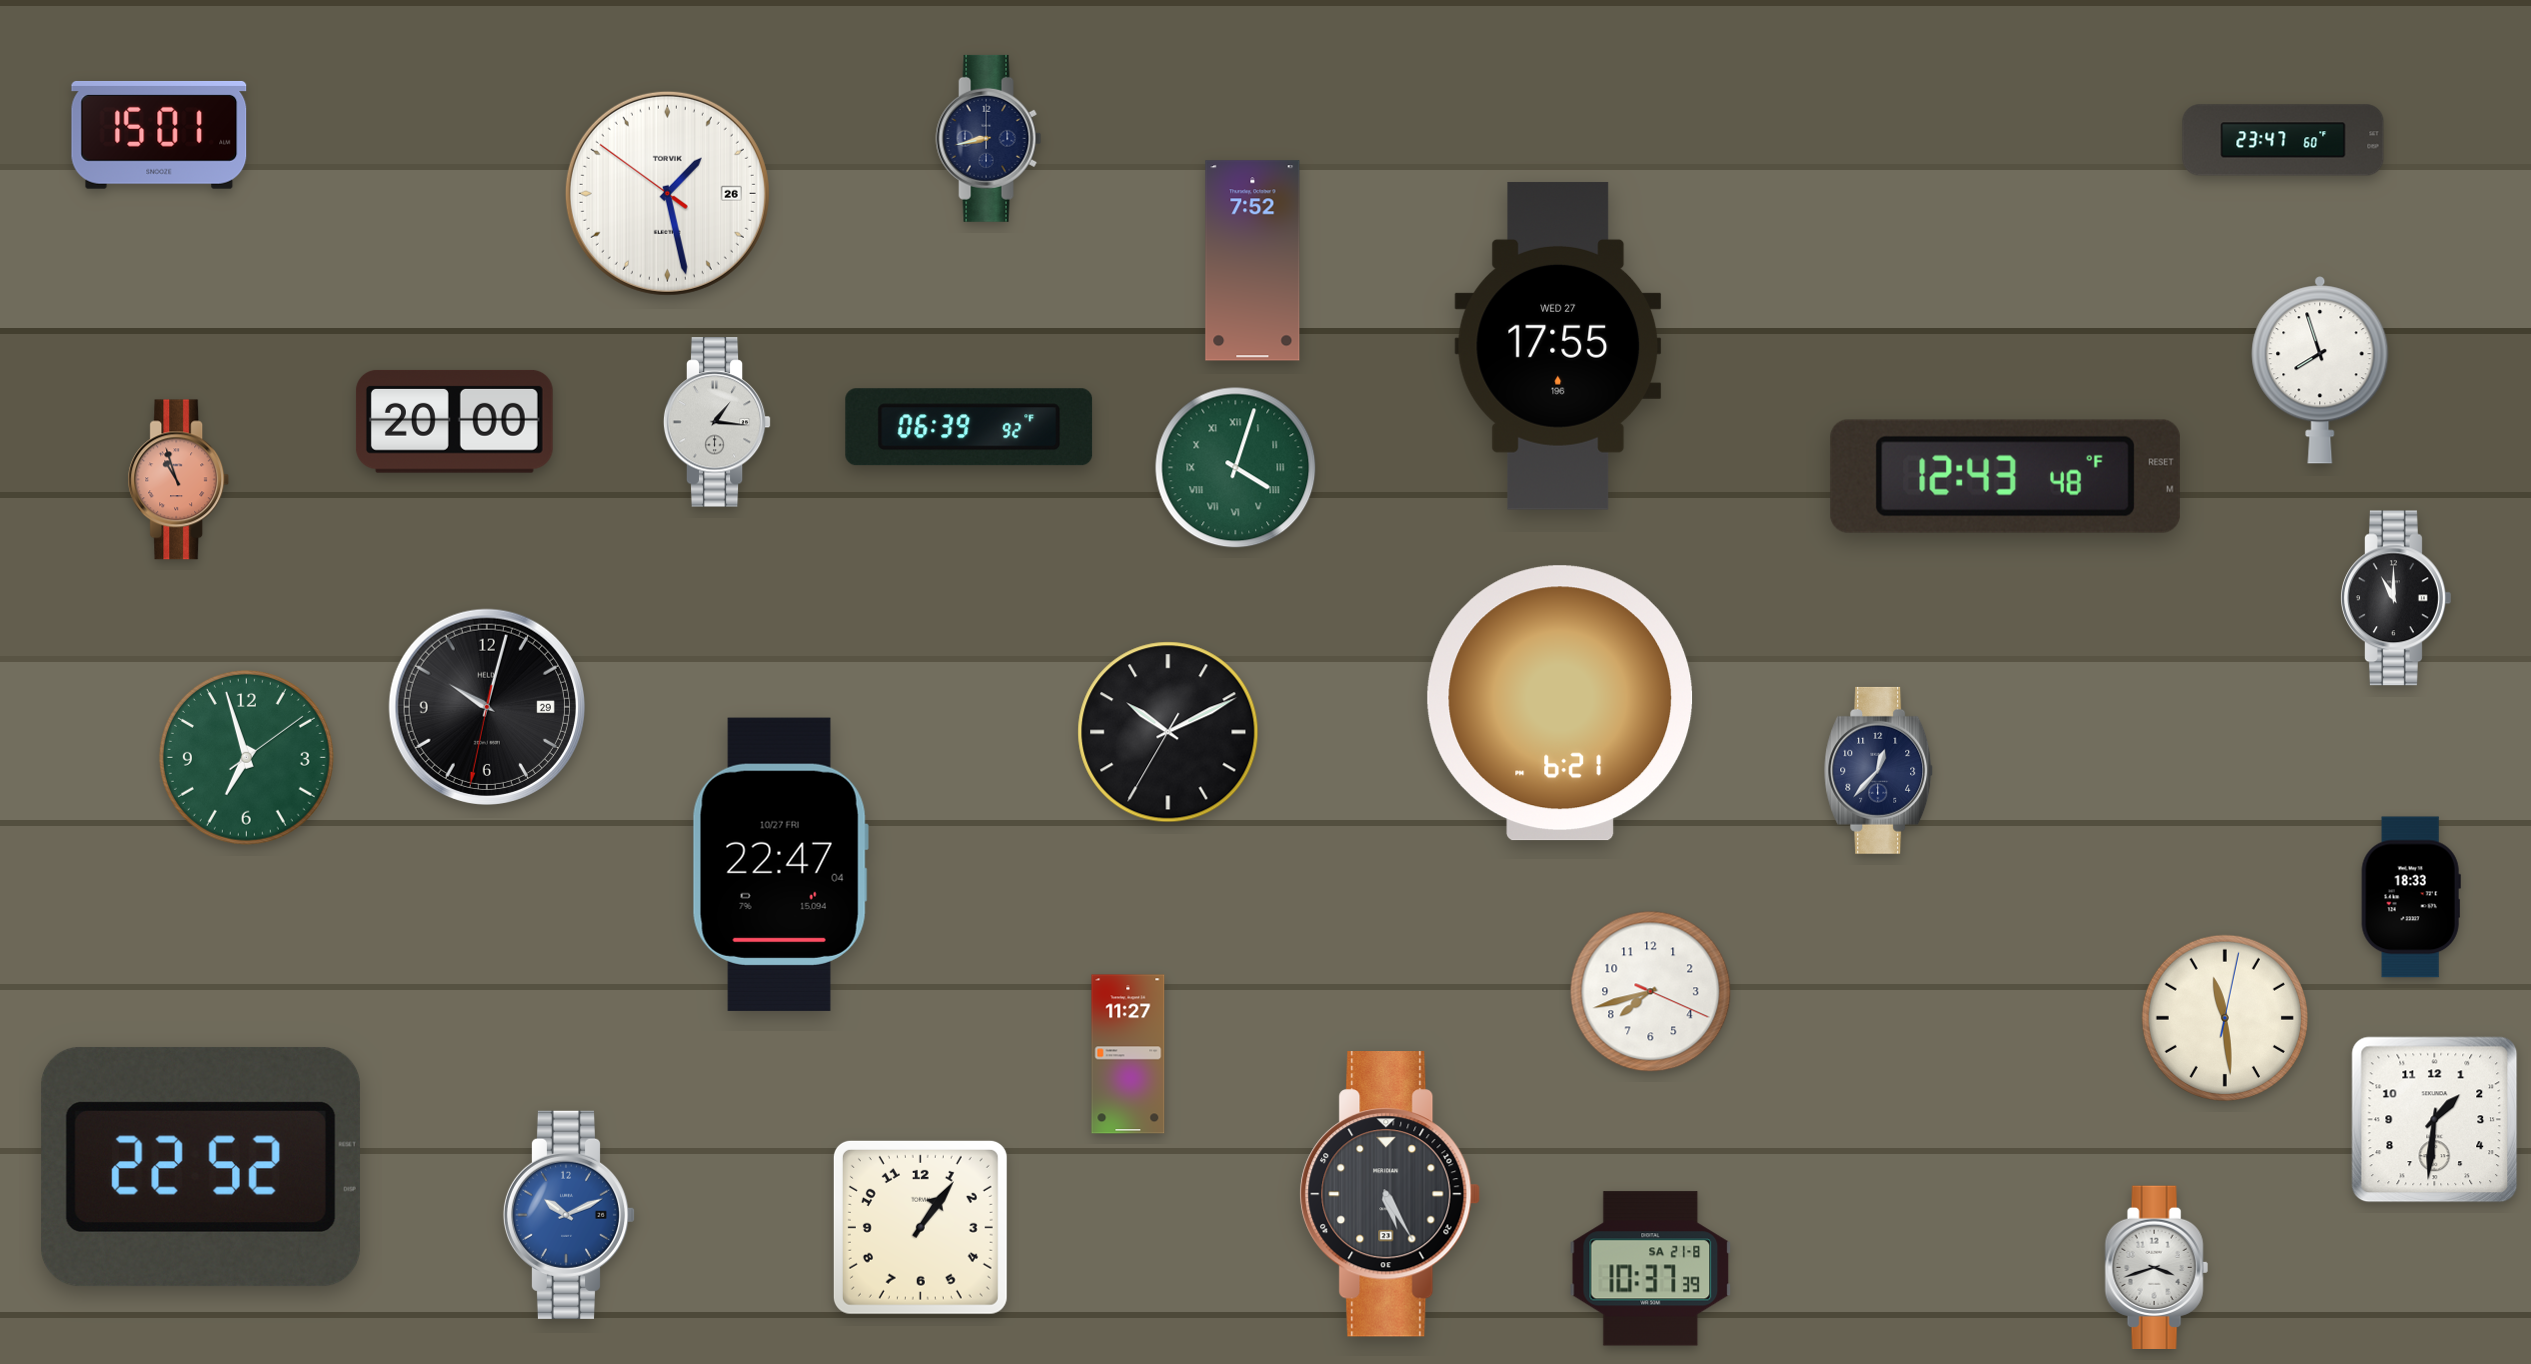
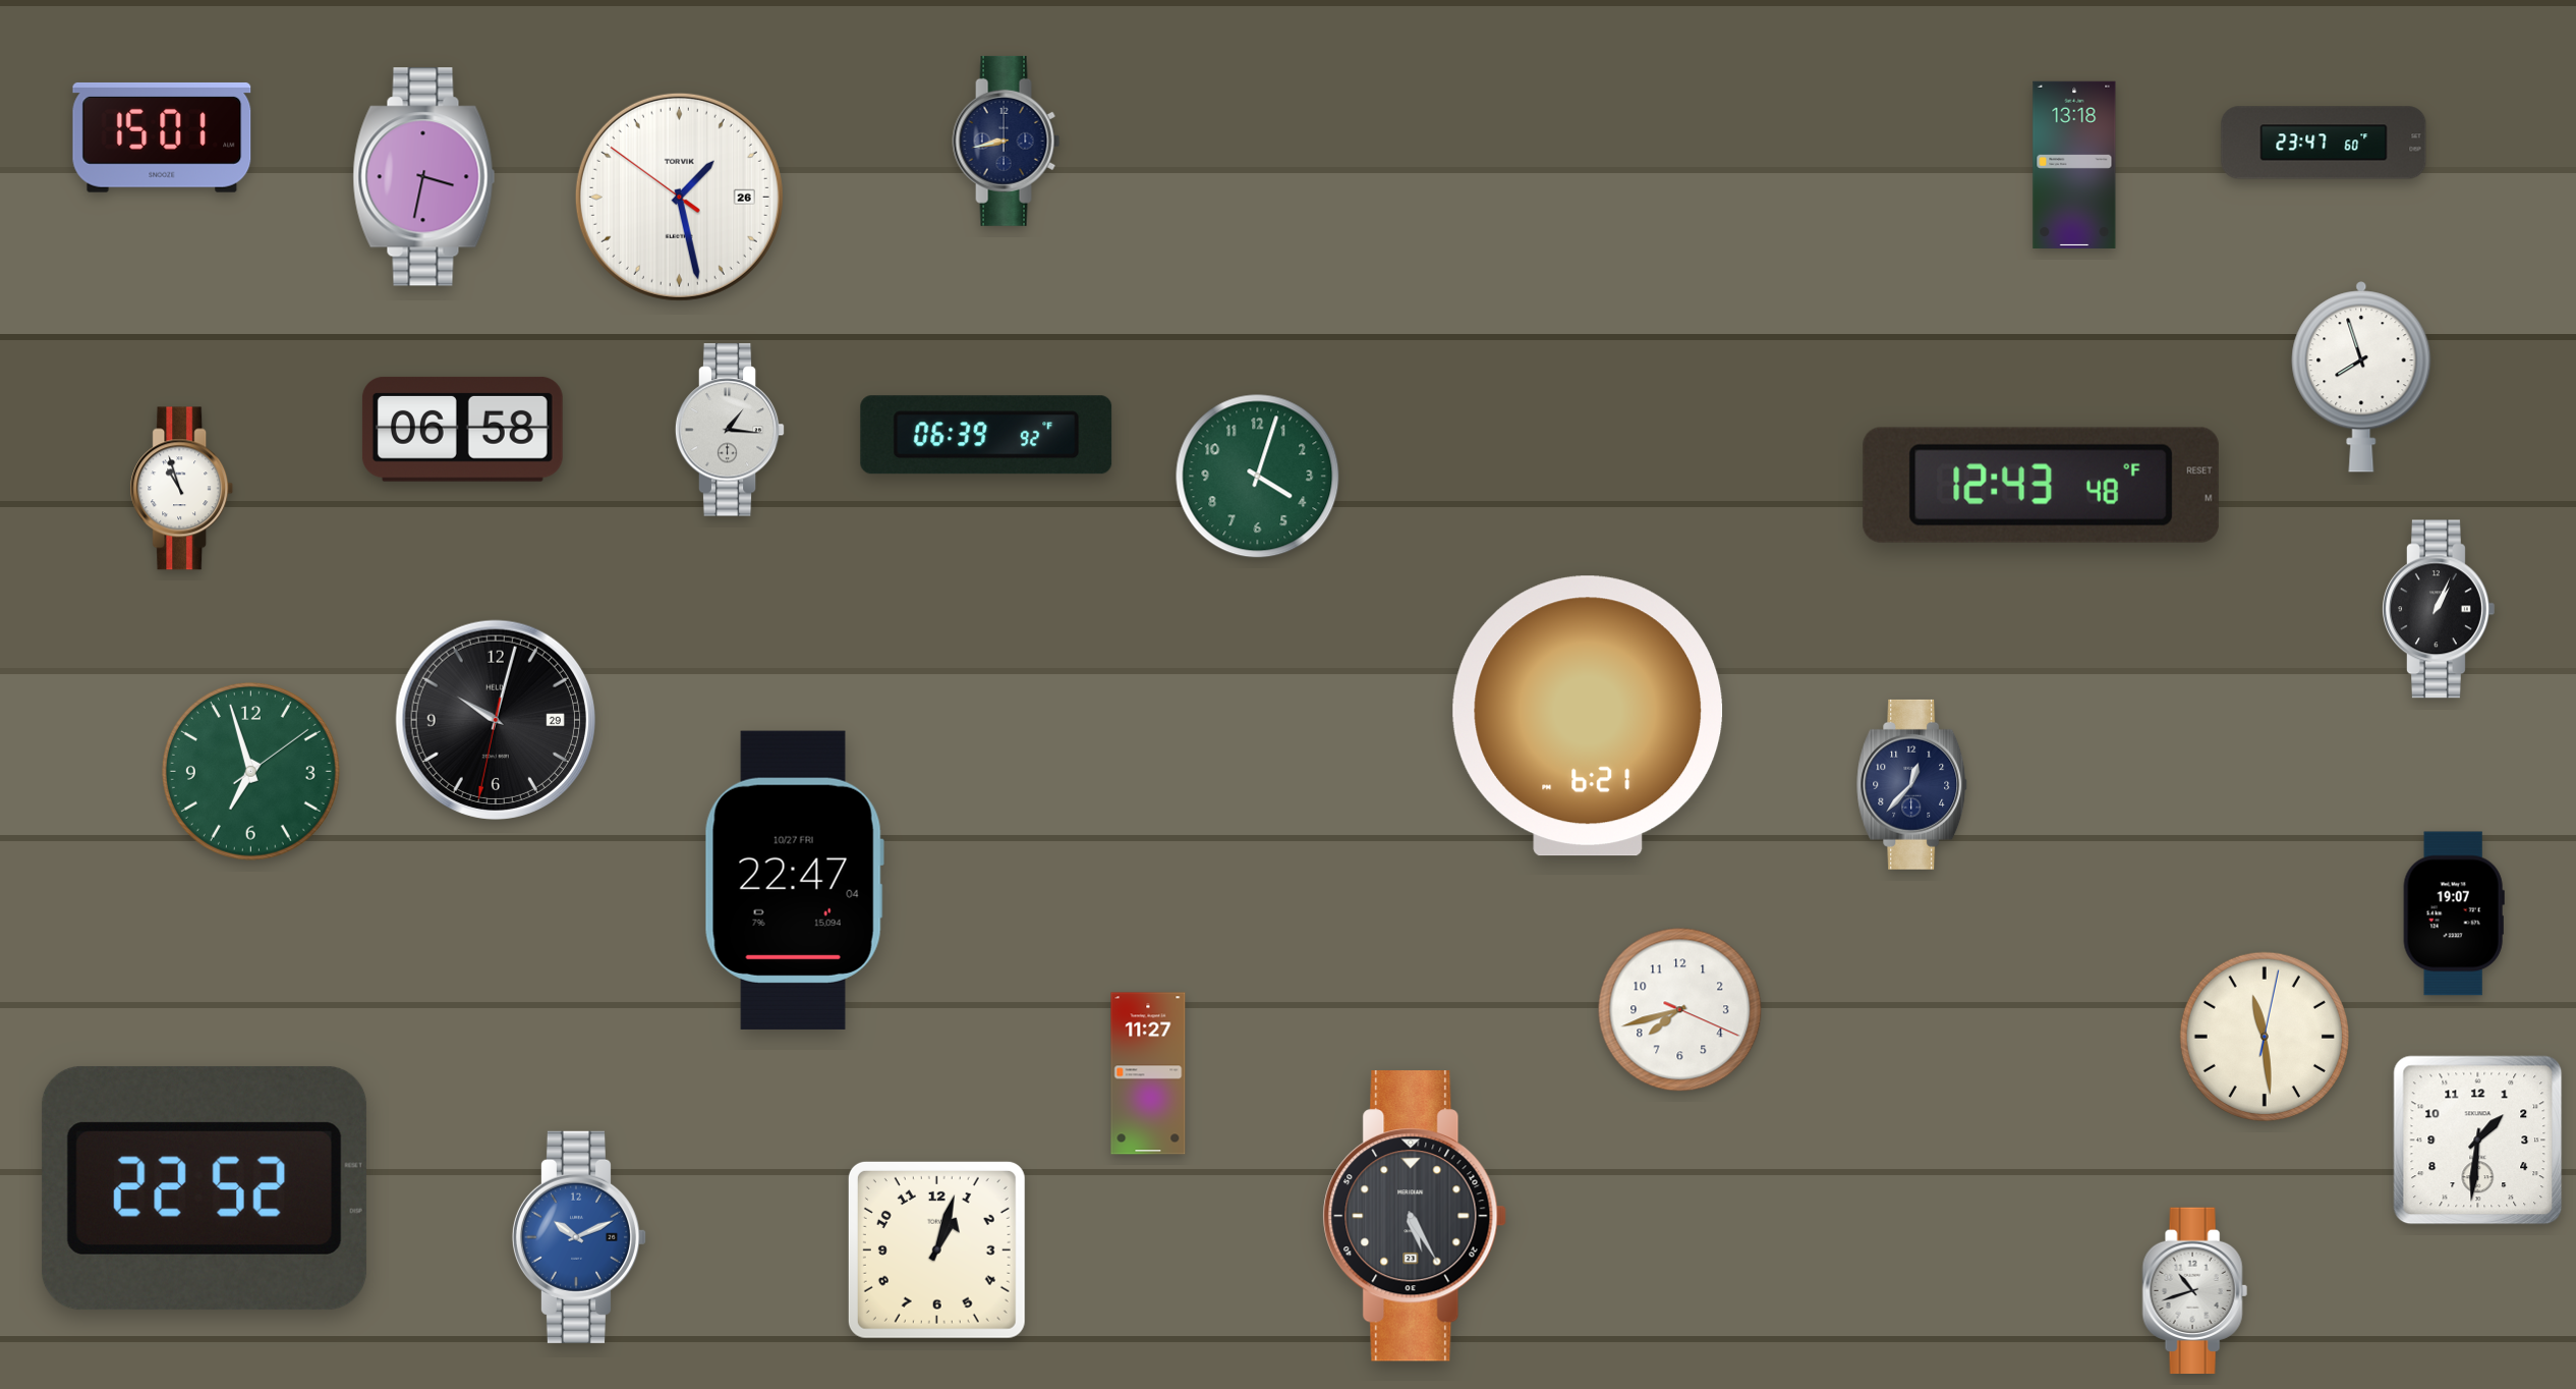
clock at (2074, 165): none -> 13:18
clock at (424, 177): none -> 3:32
clock at (1253, 261): 7:52 -> none
clock at (1558, 346): 17:55 -> none
clock at (454, 421): 20:00 -> 06:58
clock at (1236, 468) numerals: Roman -> Arabic
clock at (179, 480) dial: salmon -> white
clock at (2396, 598): 11:00 -> 1:04
clock at (1168, 732): 10:10 -> none
clock at (2411, 897): 18:33 -> 19:07
clock at (920, 1227): 1:06 -> 1:03
clock at (2156, 1267): 3:42 -> 10:42
clock at (1651, 1269): 10:37 -> none
